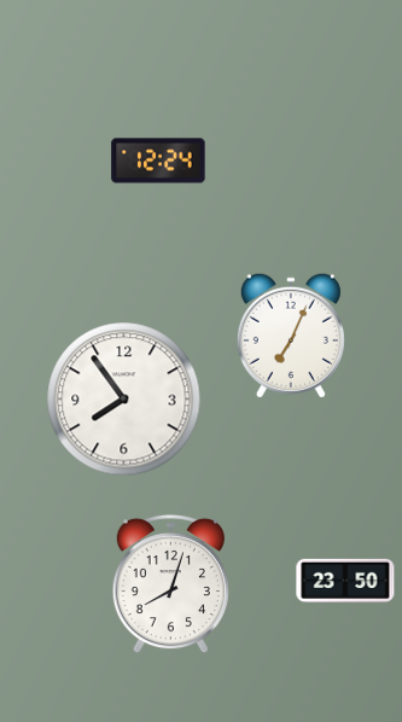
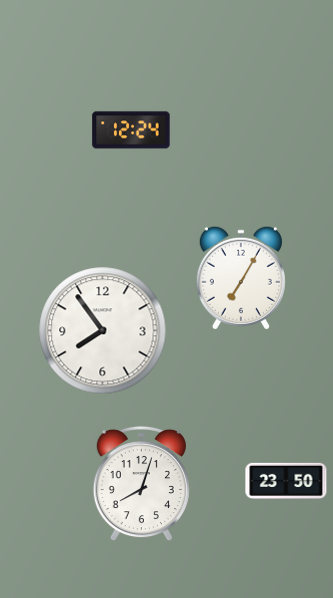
clock at (158, 161) position: (158, 161) -> (131, 130)
clock at (291, 336): 7:04 -> 7:05
